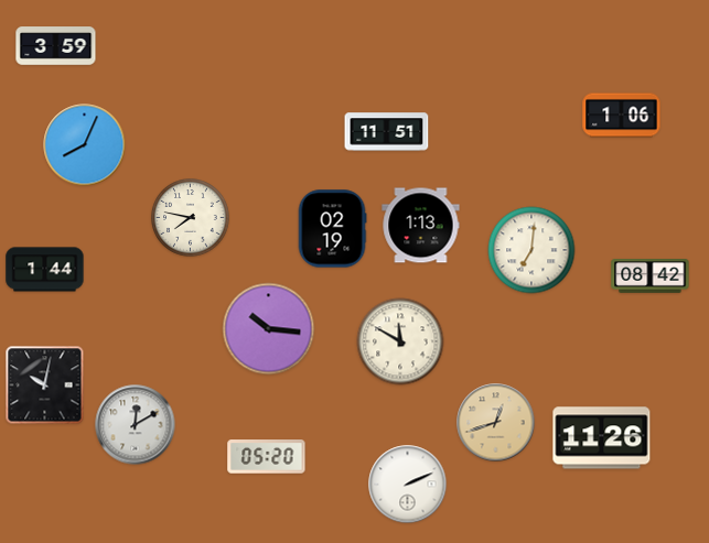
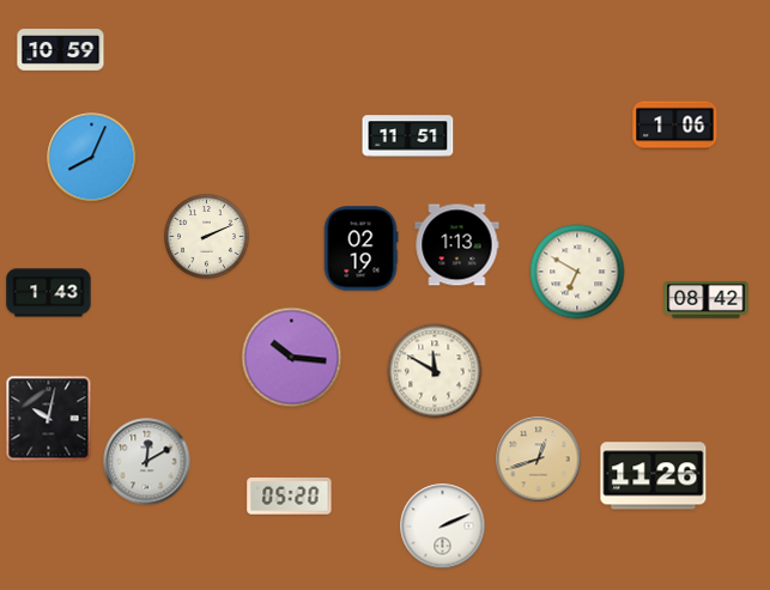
clock at (56, 46): 3:59 -> 10:59
clock at (387, 132) position: (387, 132) -> (408, 136)
clock at (191, 218): 7:47 -> 2:11
clock at (531, 250): 7:01 -> 6:50
clock at (45, 270): 1:44 -> 1:43
